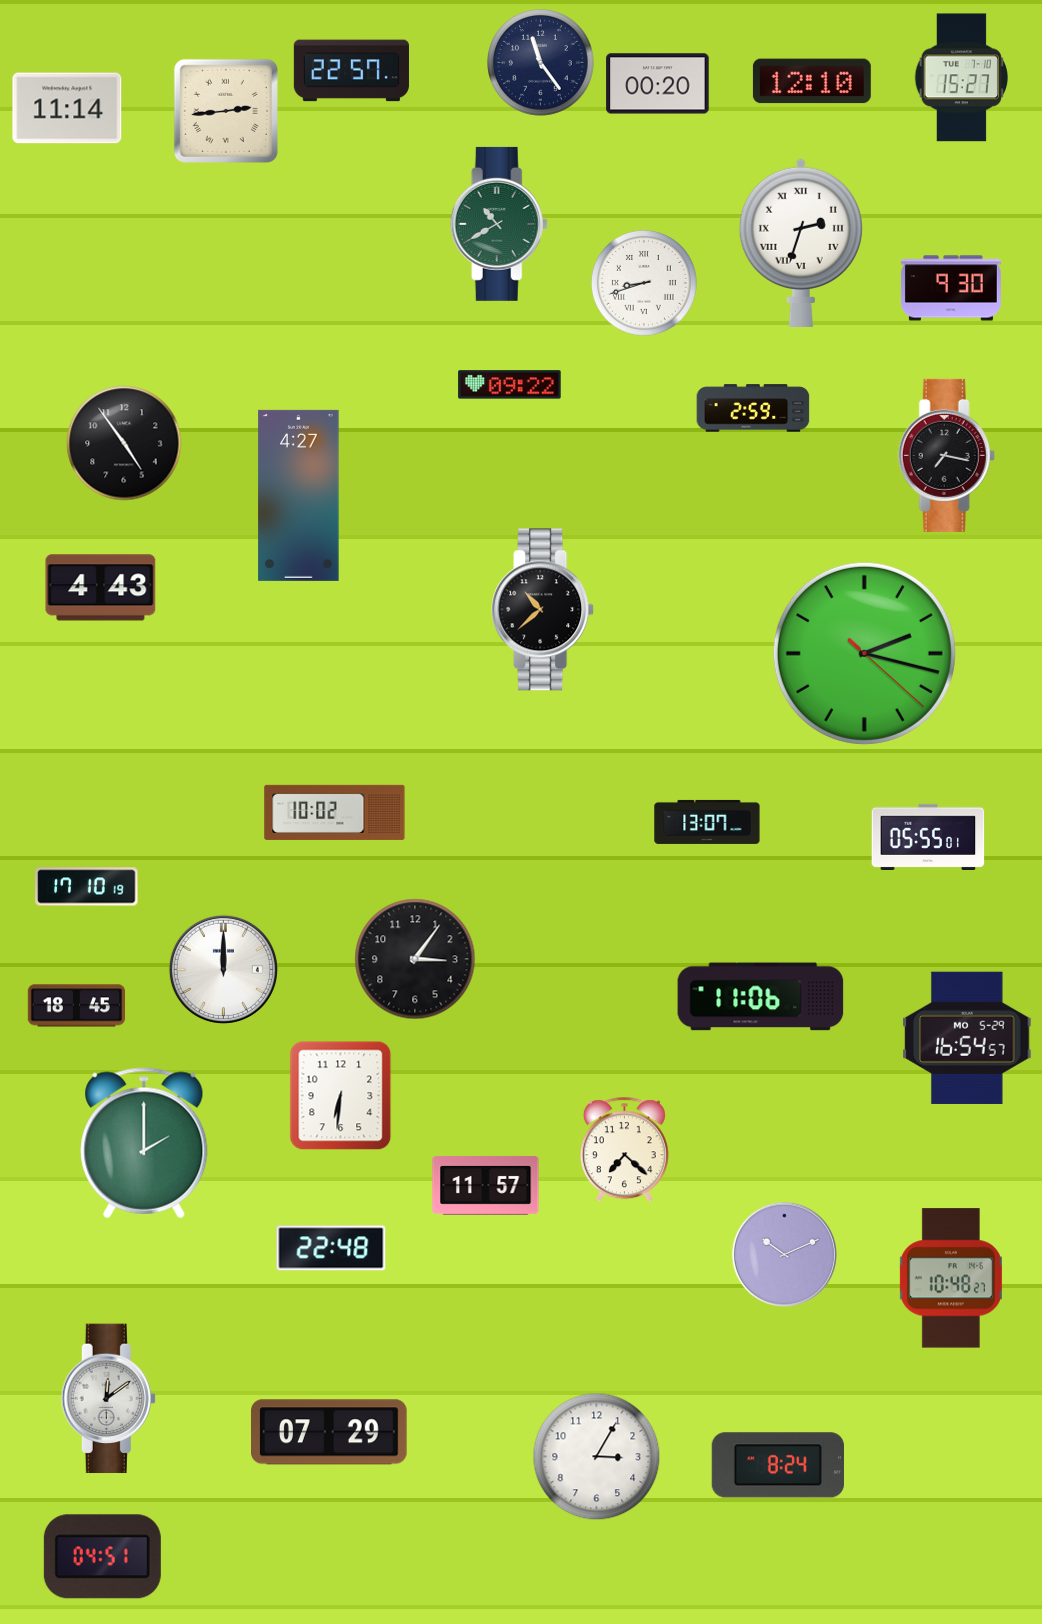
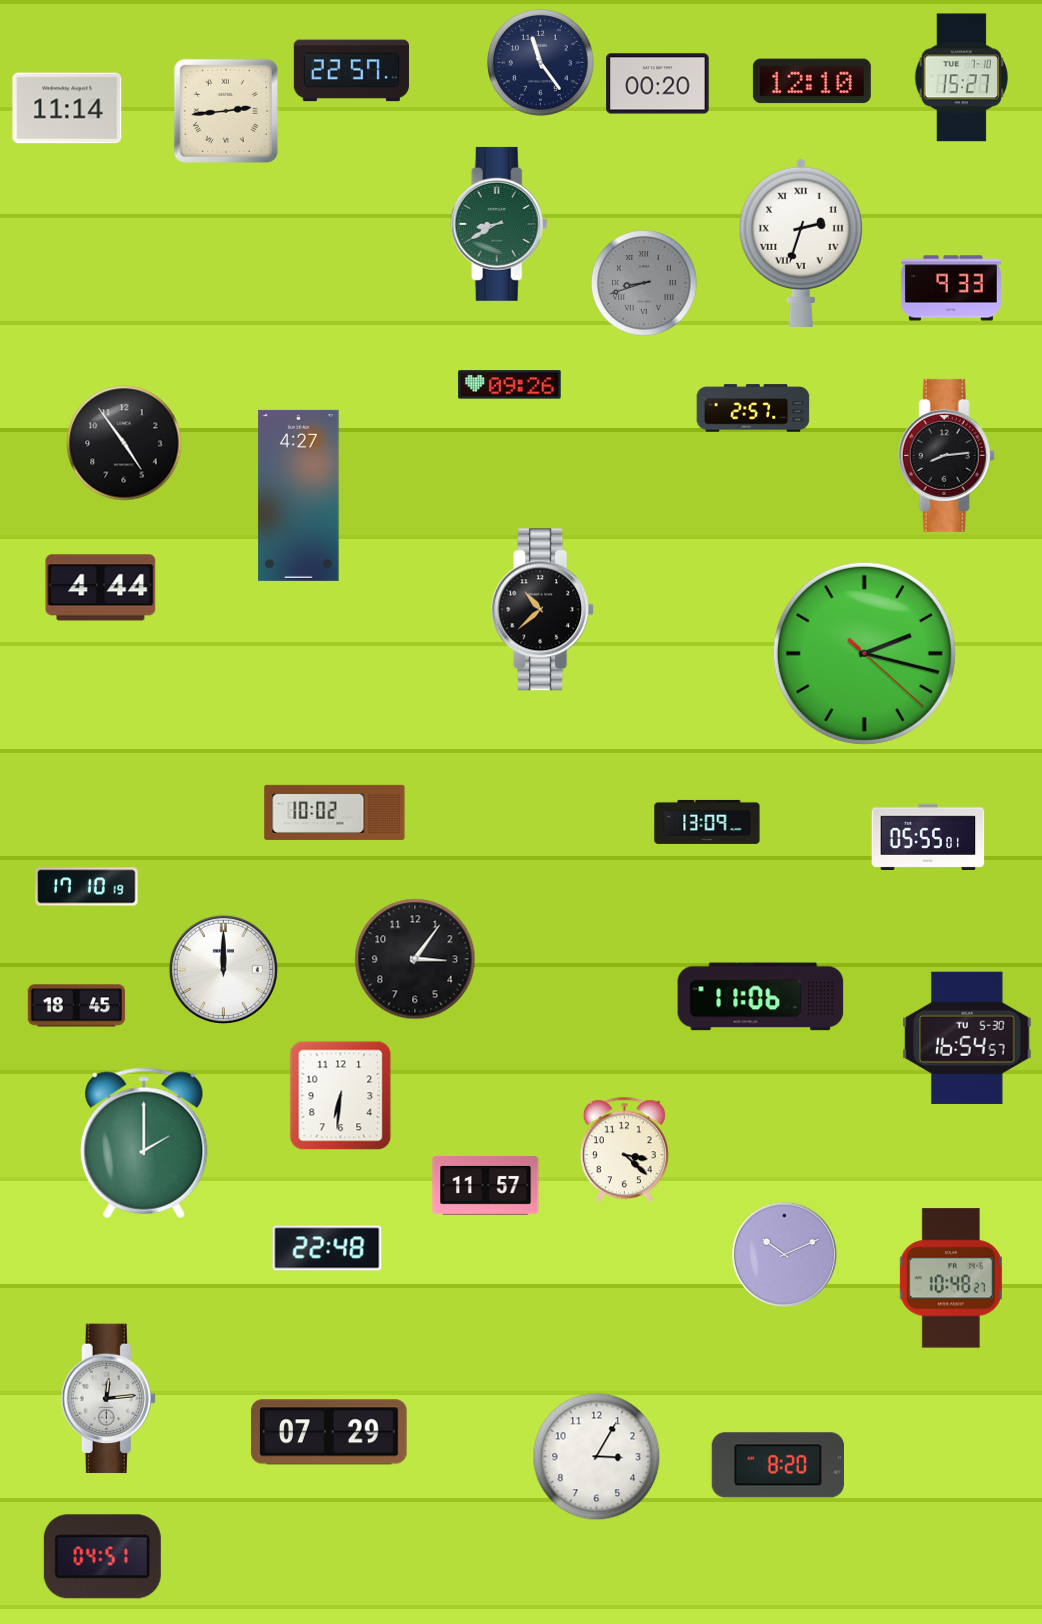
clock at (499, 224): 10:40 -> 8:40
clock at (644, 283) dial: white -> grey
clock at (951, 288): 9:30 -> 9:33
clock at (510, 385): 09:22 -> 09:26
clock at (753, 408): 2:59 -> 2:57
clock at (946, 455): 7:17 -> 8:14
clock at (101, 588): 4:43 -> 4:44
clock at (707, 822): 13:07 -> 13:09
clock at (967, 1038) date: MO 5-29 -> TU 5-30
clock at (624, 1150): 7:22 -> 3:22
clock at (331, 1248) position: (331, 1248) -> (327, 1248)
clock at (108, 1399): 12:09 -> 12:14
clock at (778, 1465): 8:24 -> 8:20
